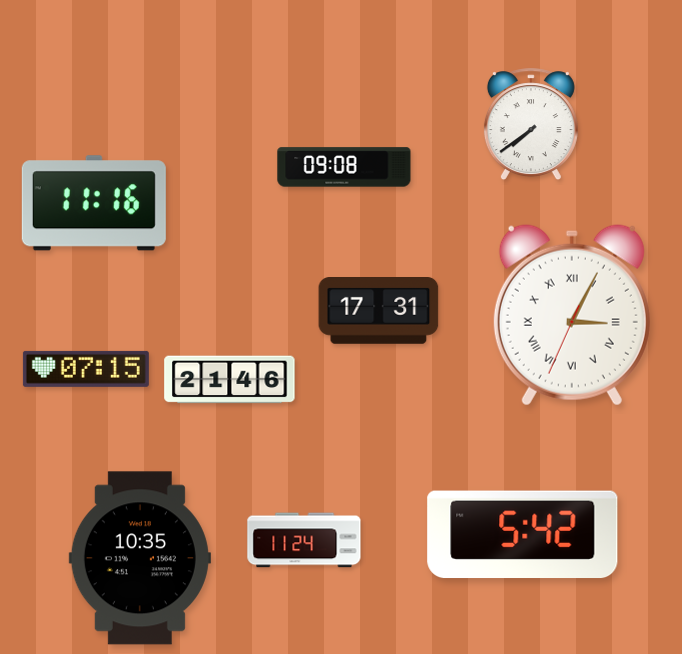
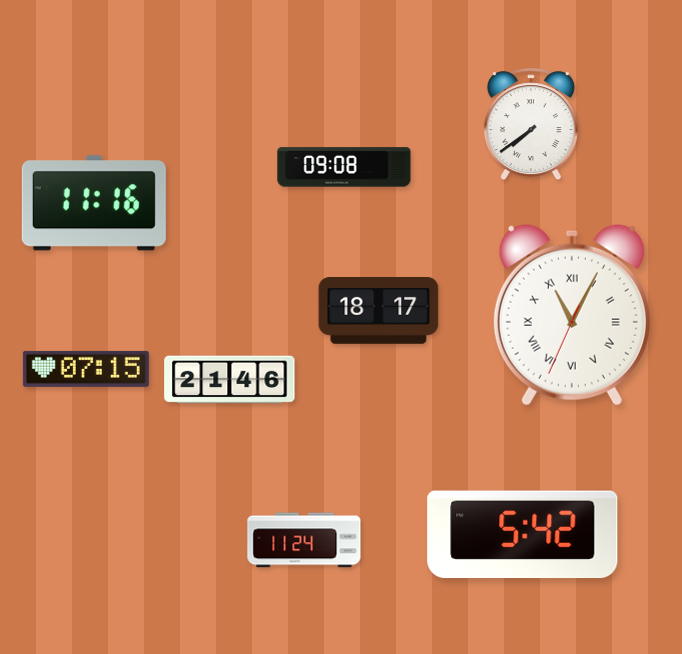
clock at (379, 311): 17:31 -> 18:17
clock at (572, 315): 3:04 -> 11:04
clock at (140, 558): 10:35 -> none
